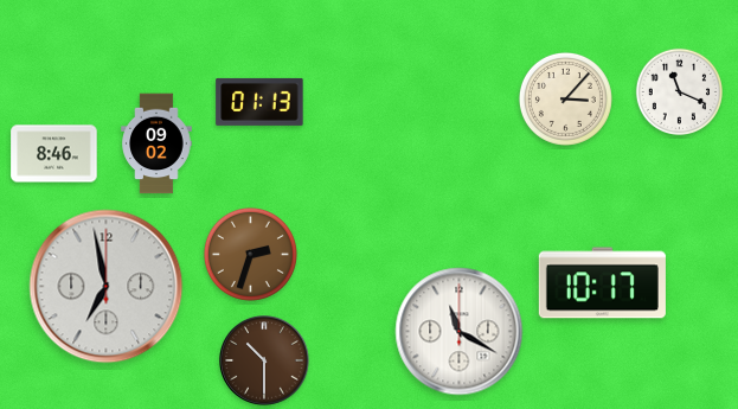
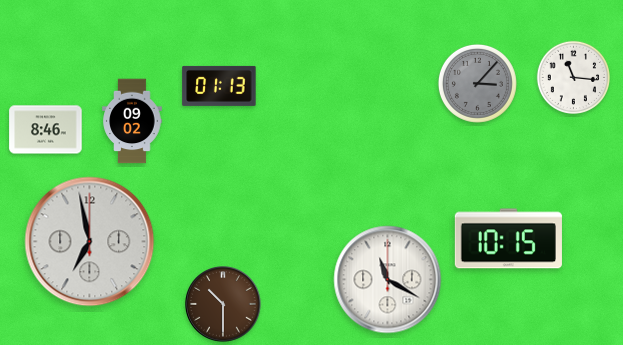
clock at (679, 91): 11:19 -> 11:16
clock at (565, 98) dial: cream -> grey
clock at (250, 254): 2:33 -> none
clock at (602, 283): 10:17 -> 10:15
